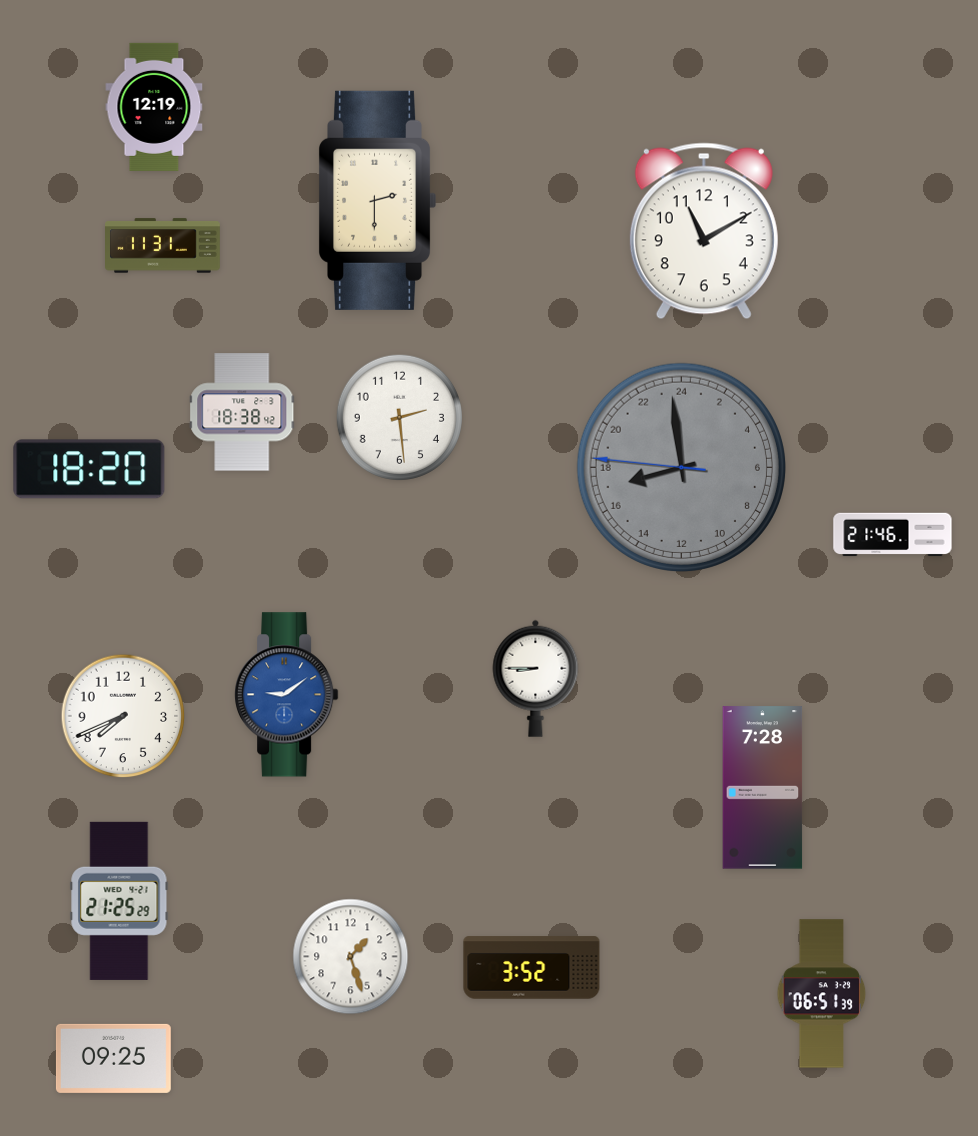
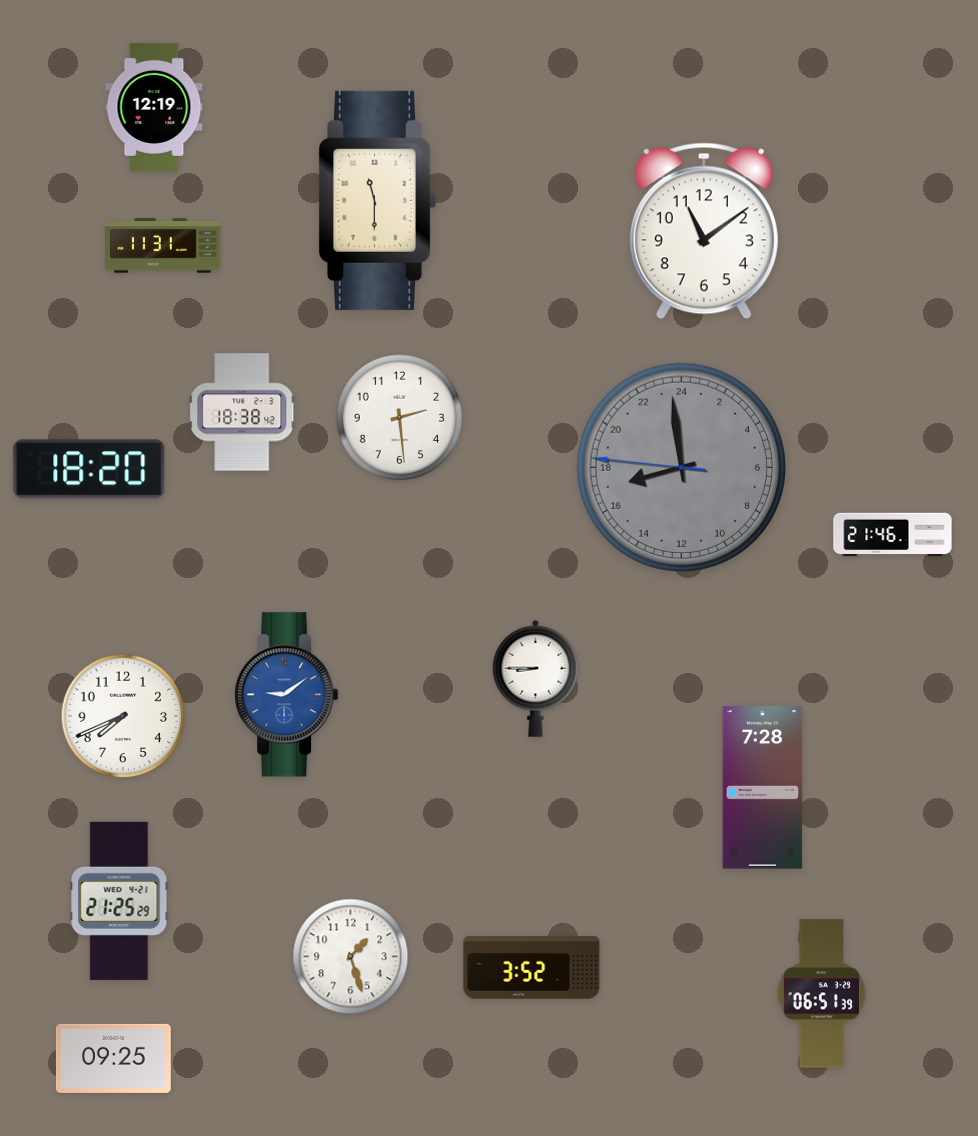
clock at (378, 200): 2:30 -> 11:30
clock at (704, 231): 11:10 -> 11:09
